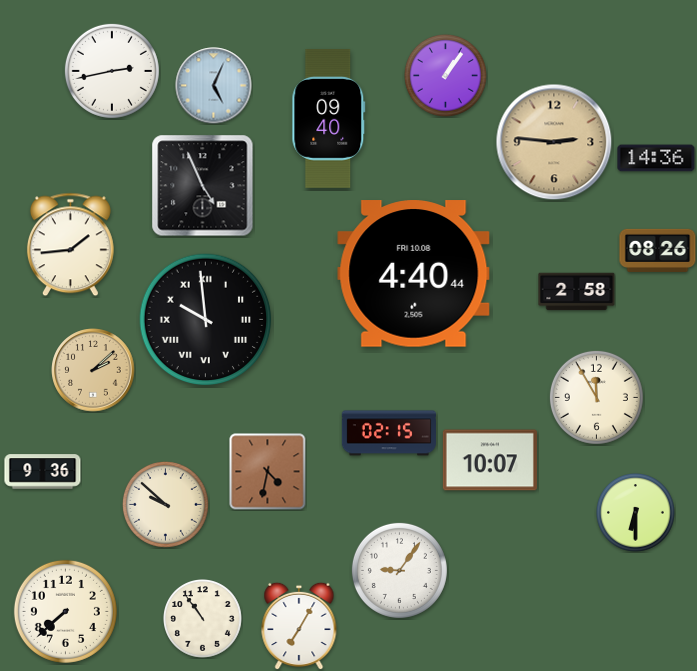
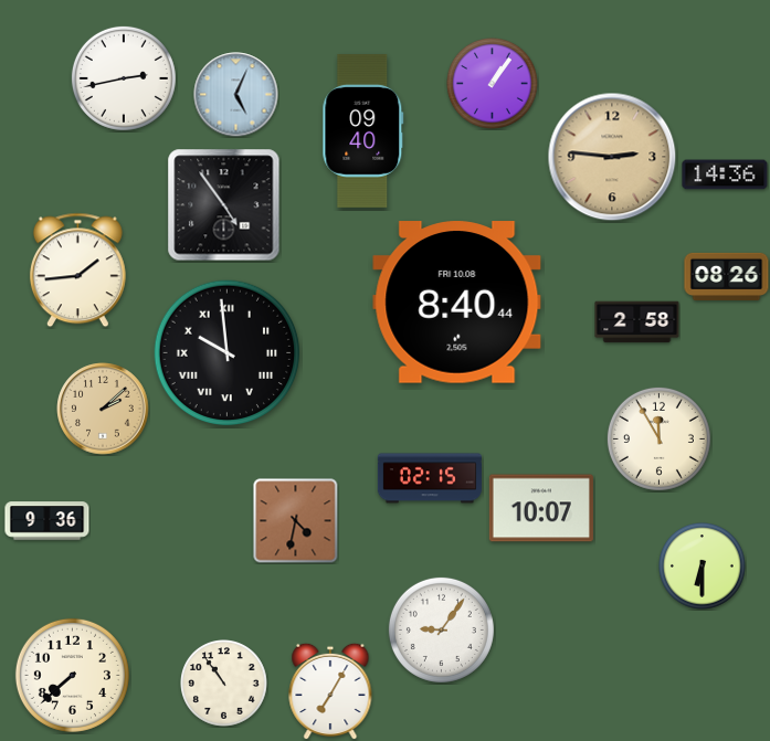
clock at (203, 186): 4:56 -> 4:54
clock at (414, 274): 4:40 -> 8:40
clock at (165, 504): 9:52 -> none
